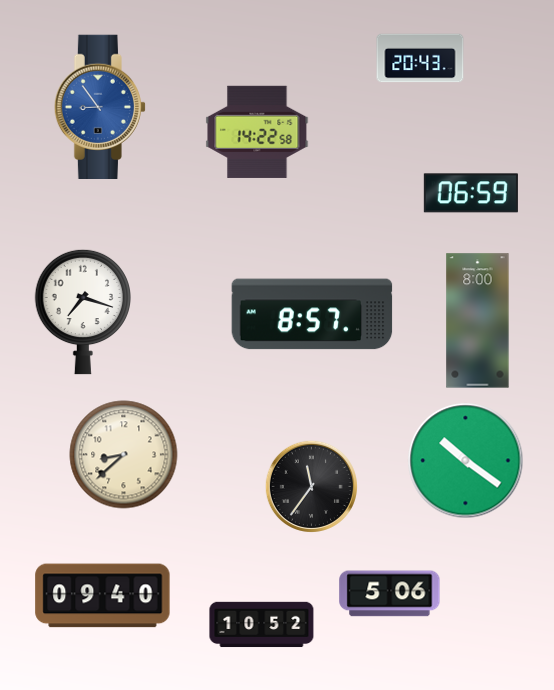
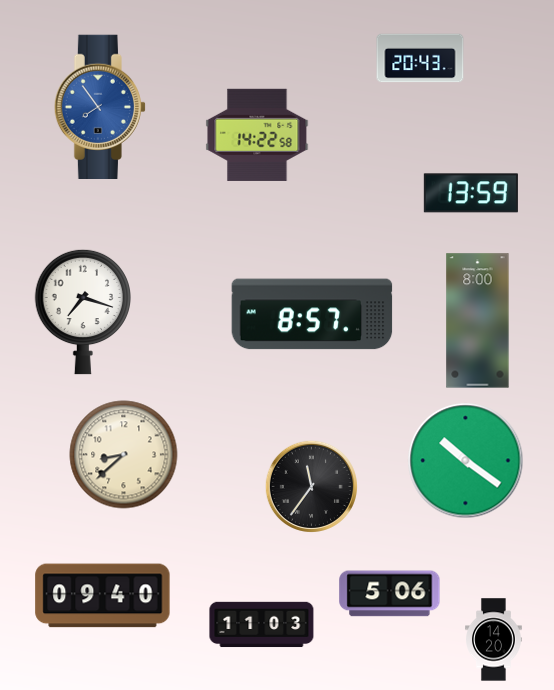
clock at (99, 106): 8:54 -> 7:54
clock at (257, 132) position: (257, 132) -> (257, 135)
clock at (471, 193): 06:59 -> 13:59
clock at (262, 625): 10:52 -> 11:03
clock at (494, 640): none -> 14:20
